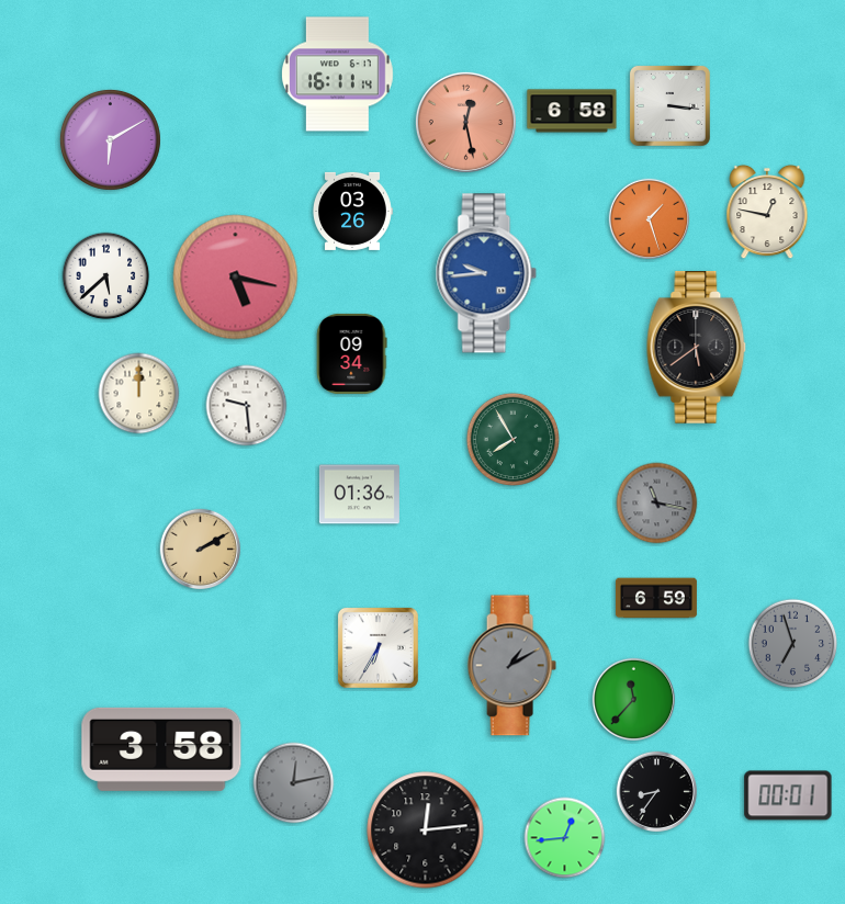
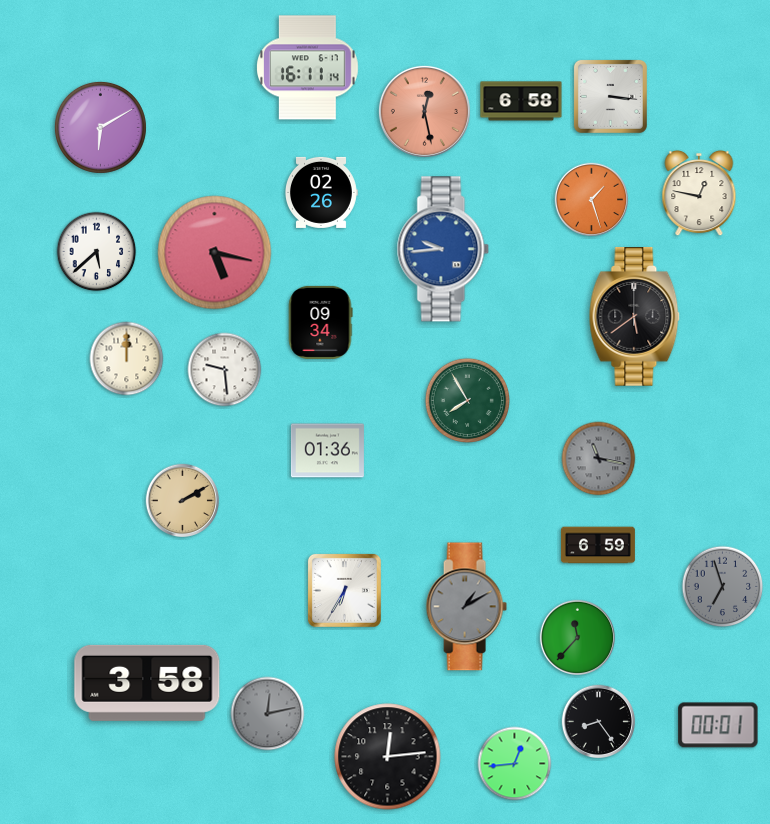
clock at (352, 211): 03:26 -> 02:26
clock at (657, 792): 8:36 -> 8:24
